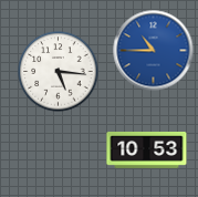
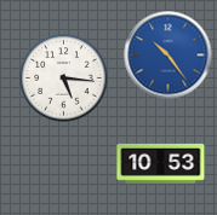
clock at (154, 51): 10:45 -> 10:24
